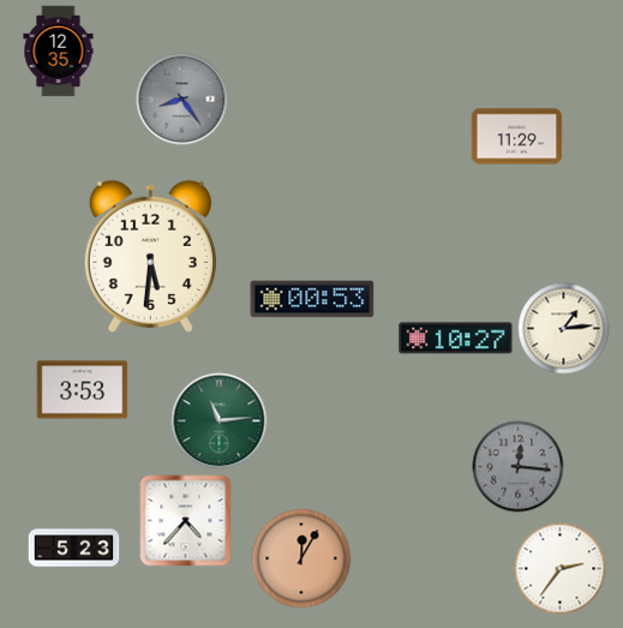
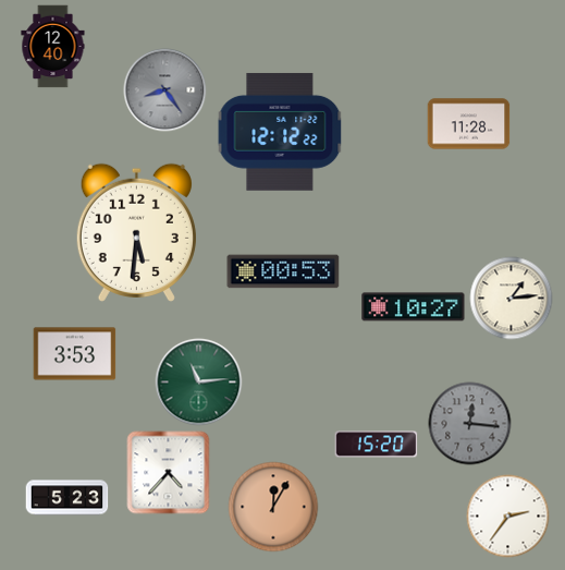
clock at (59, 52): 12:35 -> 12:40
clock at (517, 137): 11:29 -> 11:28
clock at (280, 132): none -> 12:12
clock at (377, 445): none -> 15:20
